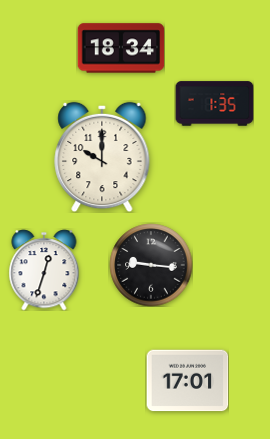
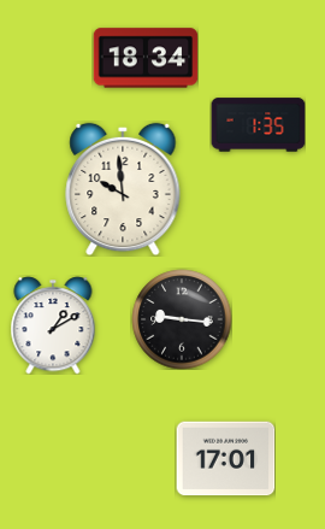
clock at (102, 157): 10:00 -> 9:59
clock at (44, 270): 12:33 -> 1:10
